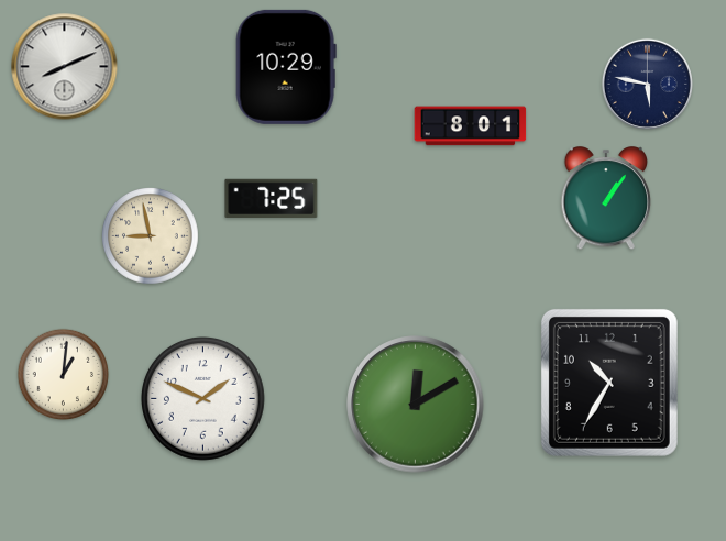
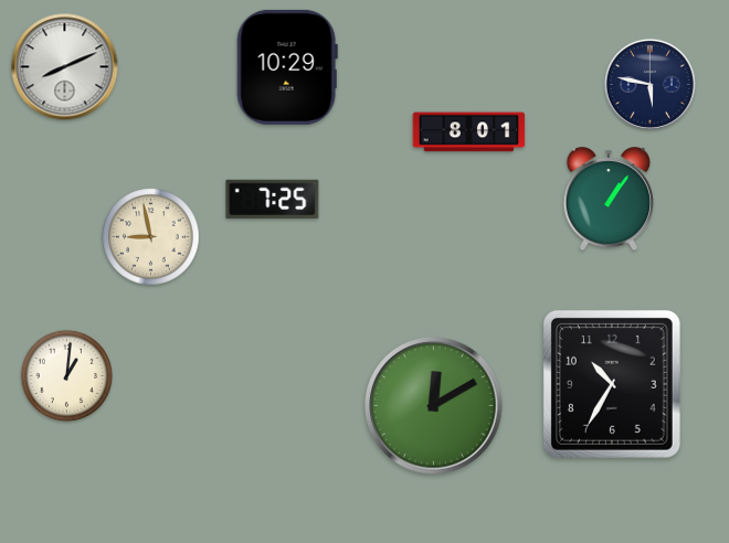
clock at (471, 126) position: (471, 126) -> (469, 132)
clock at (64, 375) position: (64, 375) -> (67, 376)
clock at (204, 399): 1:49 -> none
clock at (416, 405) position: (416, 405) -> (434, 406)
